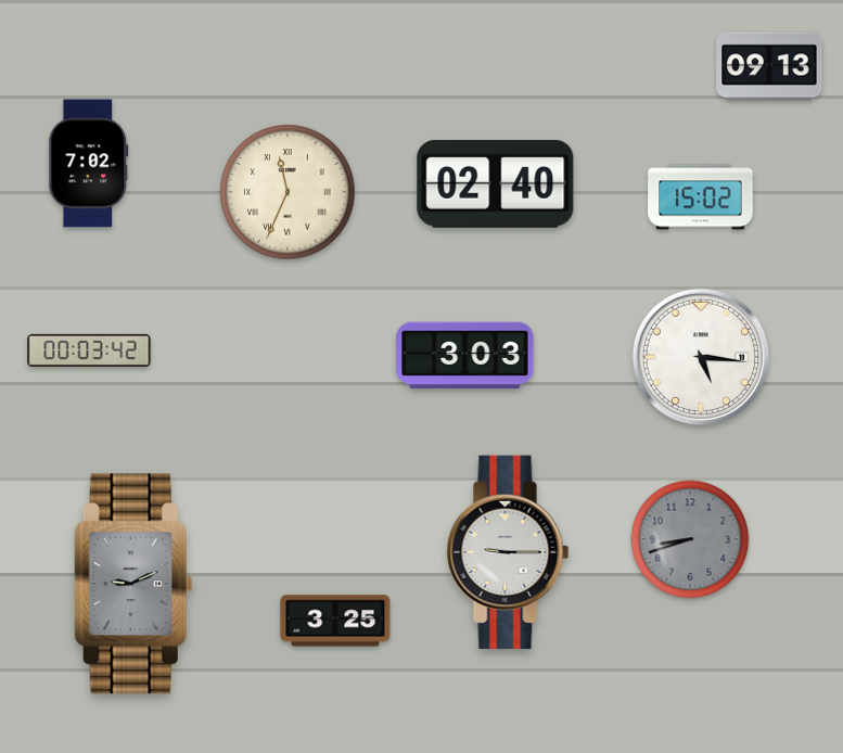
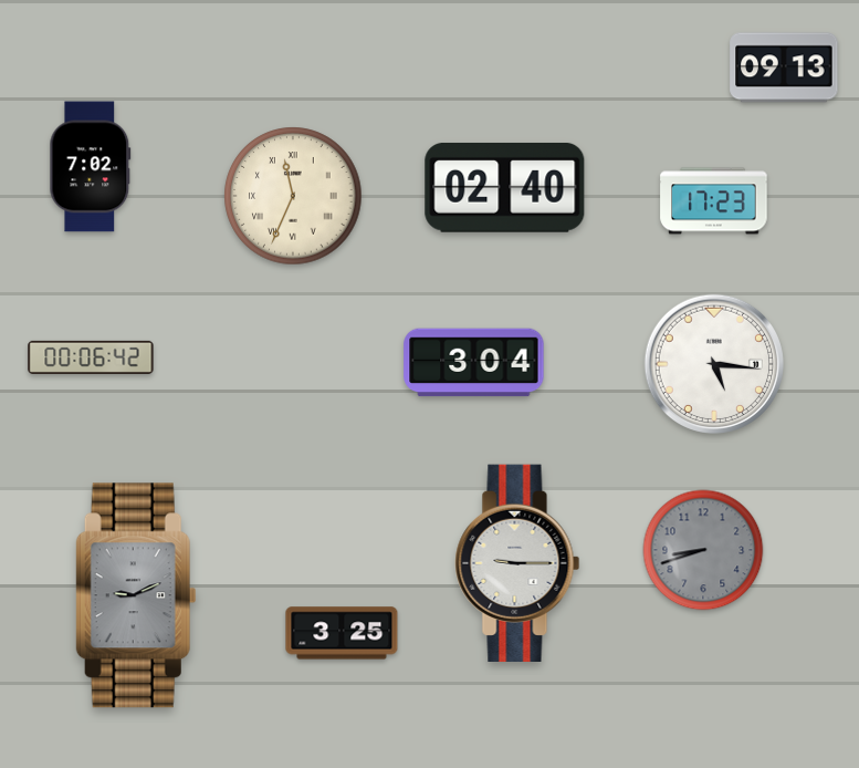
clock at (701, 197): 15:02 -> 17:23
clock at (89, 350): 00:03 -> 00:06
clock at (465, 356): 3:03 -> 3:04
